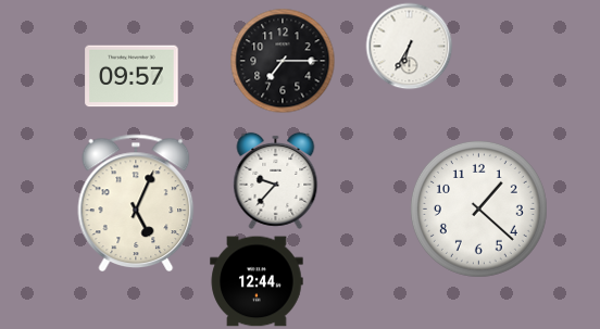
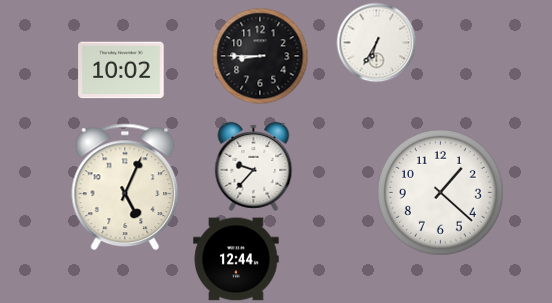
clock at (283, 61): 7:15 -> 8:45
clock at (132, 76): 09:57 -> 10:02
